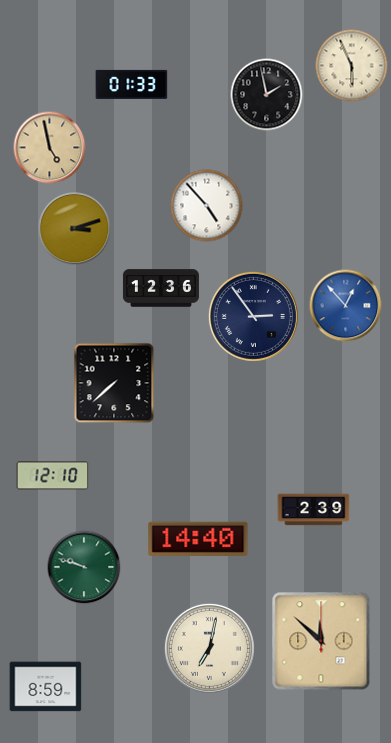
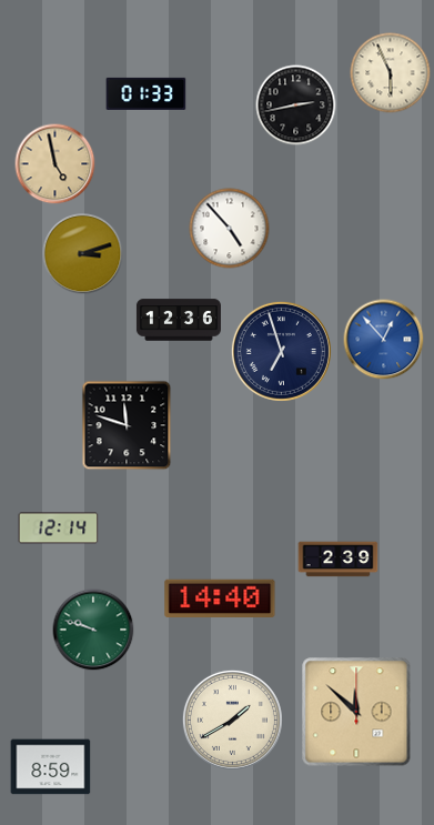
clock at (267, 95): 1:58 -> 2:43
clock at (253, 316): 2:54 -> 6:57
clock at (114, 383): 7:38 -> 11:48
clock at (53, 476): 12:10 -> 12:14
clock at (314, 510) position: (314, 510) -> (339, 560)
clock at (209, 648): 7:02 -> 1:40
clock at (46, 687) position: (46, 687) -> (51, 767)
